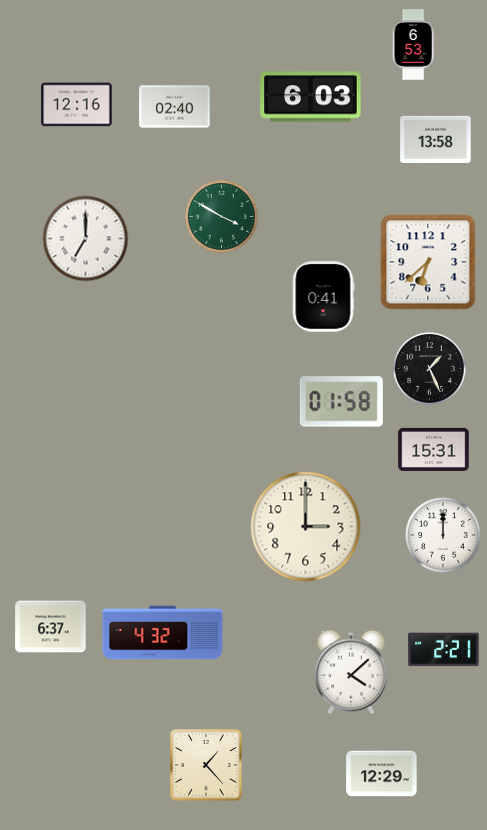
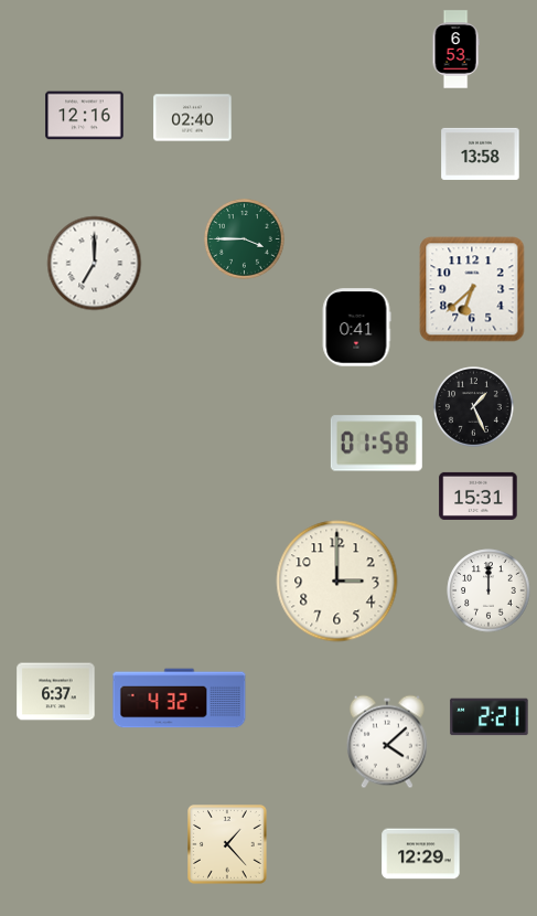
clock at (311, 97): 6:03 -> none
clock at (222, 217): 3:50 -> 3:45
